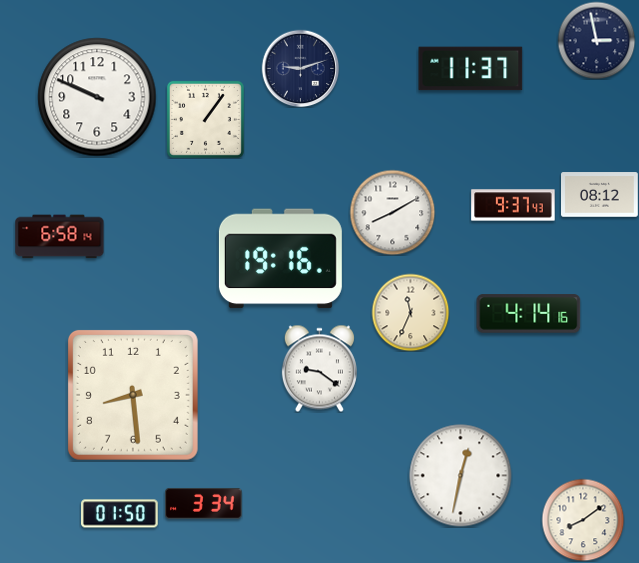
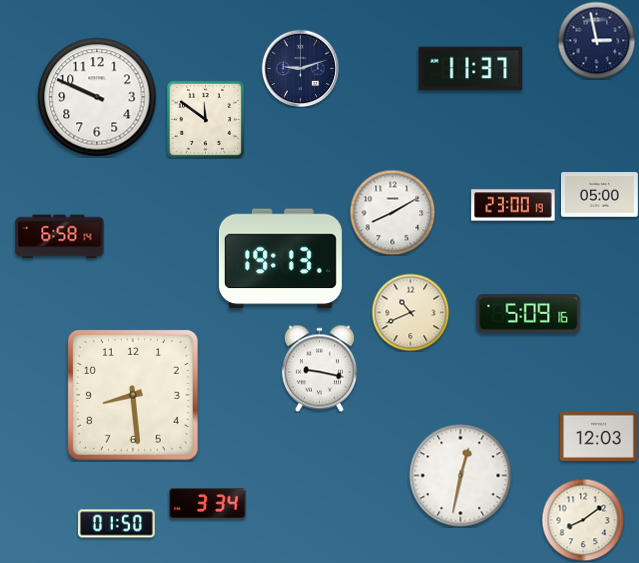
clock at (205, 119): 1:06 -> 11:51
clock at (600, 195): 08:12 -> 05:00
clock at (513, 205): 9:37 -> 23:00
clock at (280, 259): 19:16 -> 19:13
clock at (410, 312): 11:34 -> 10:41
clock at (529, 314): 4:14 -> 5:09
clock at (319, 368): 9:21 -> 9:17
clock at (599, 436): none -> 12:03
clock at (204, 503) position: (204, 503) -> (208, 503)
clock at (120, 514) position: (120, 514) -> (117, 524)
